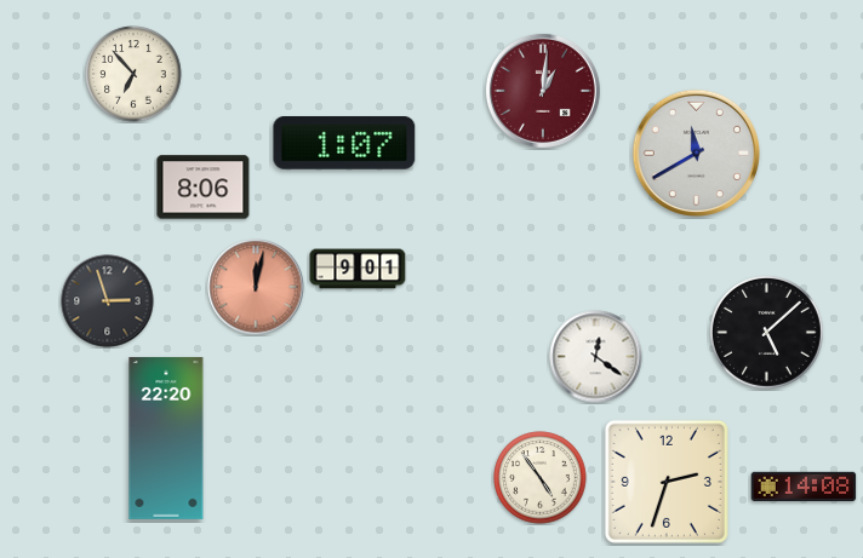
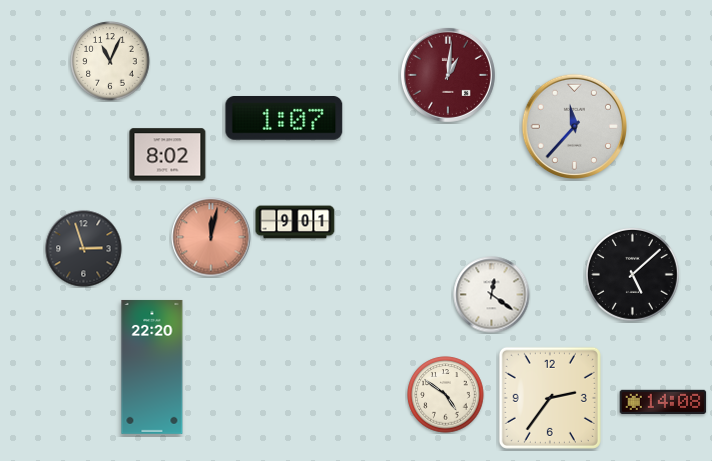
clock at (133, 74): 6:53 -> 11:04
clock at (697, 154): 11:40 -> 11:37
clock at (204, 188): 8:06 -> 8:02
clock at (108, 301) position: (108, 301) -> (84, 249)
clock at (166, 438) position: (166, 438) -> (152, 367)
clock at (541, 478): 4:54 -> 4:51
clock at (667, 482): 2:33 -> 2:36
